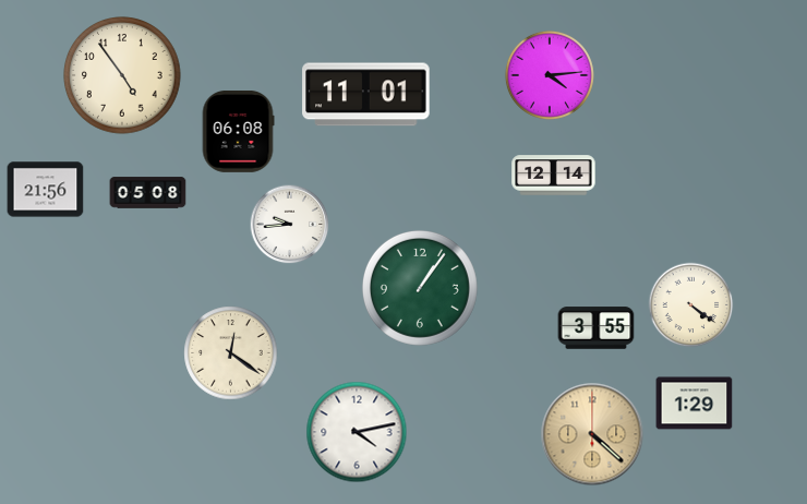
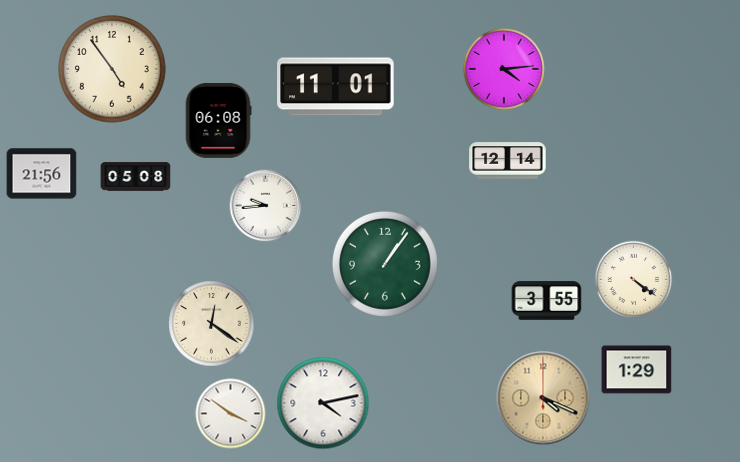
clock at (357, 432) position: (357, 432) -> (323, 403)
clock at (592, 434): 4:22 -> 4:19
clock at (231, 414): none -> 3:51
